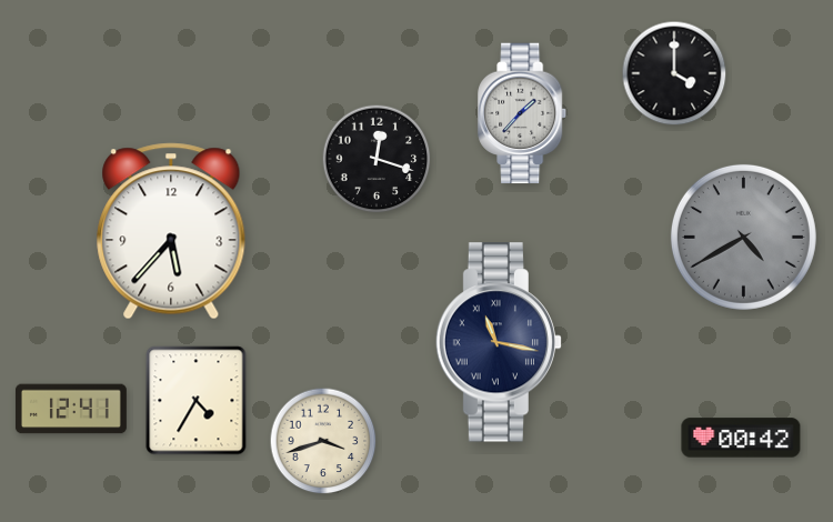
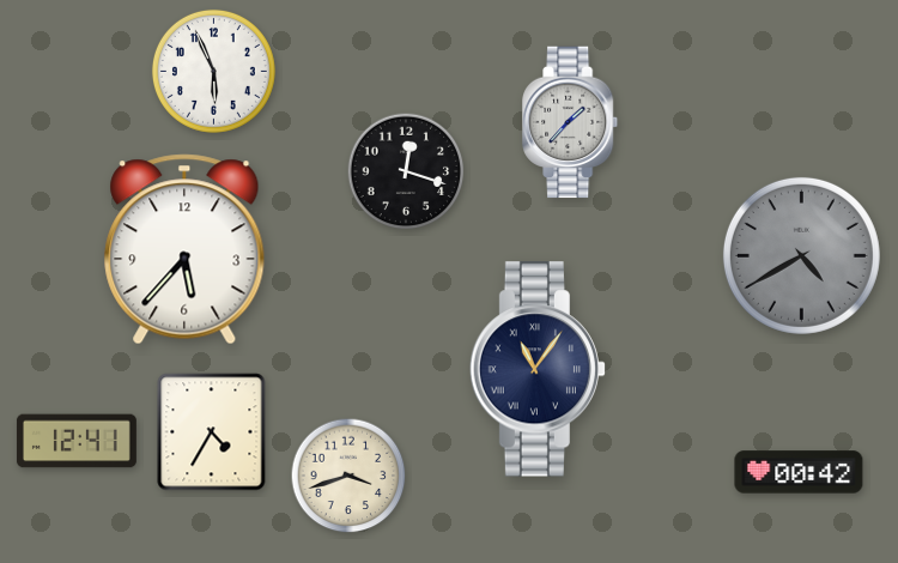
clock at (213, 71): none -> 5:56
clock at (674, 73): 4:00 -> none
clock at (523, 113) position: (523, 113) -> (571, 122)
clock at (498, 342): 11:17 -> 11:06
